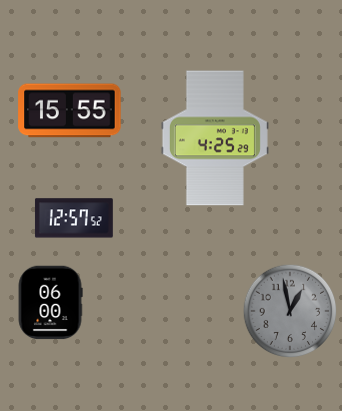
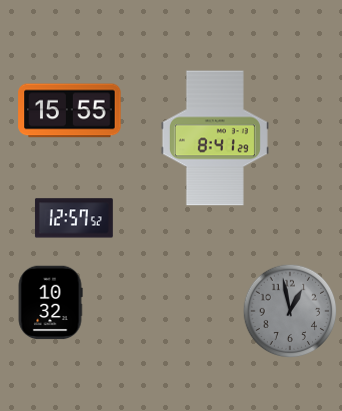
clock at (215, 138): 4:25 -> 8:41
clock at (50, 303): 06:00 -> 10:32
